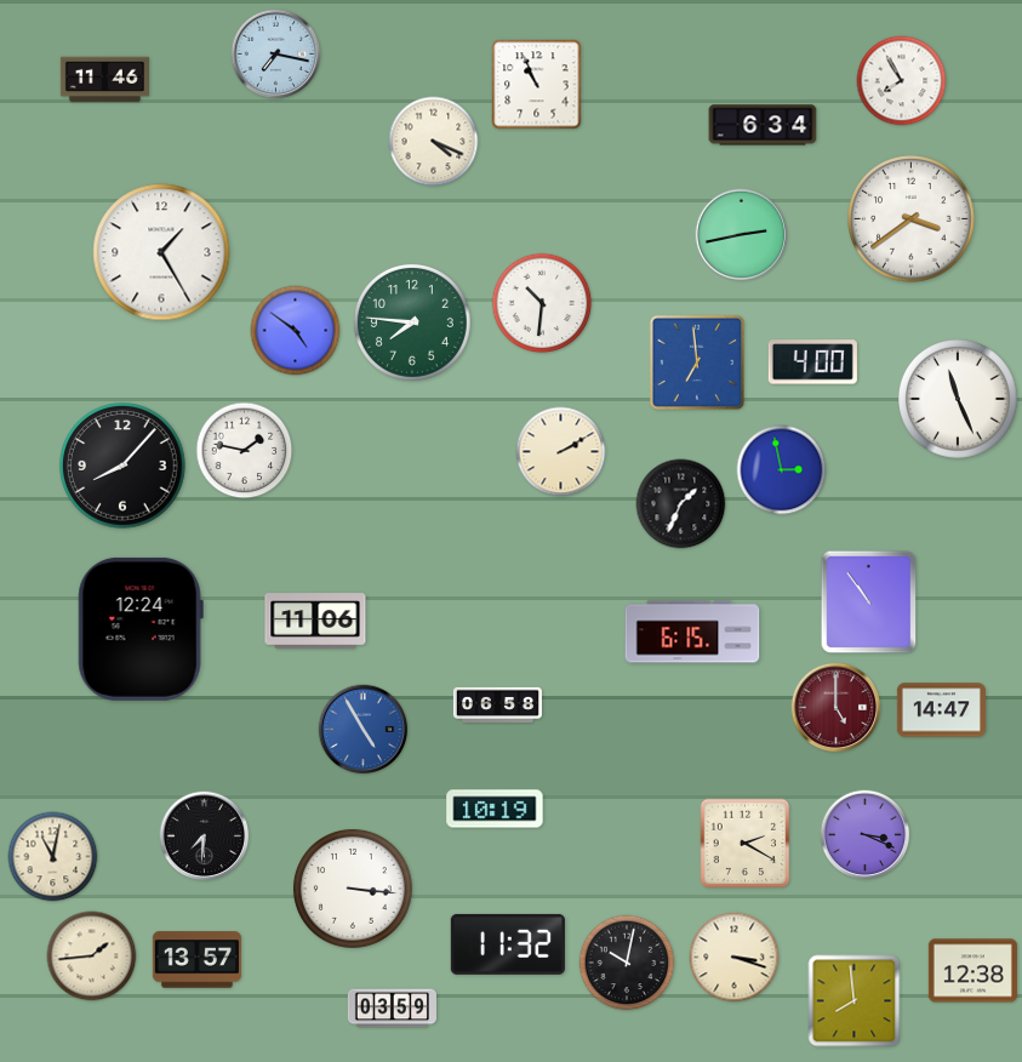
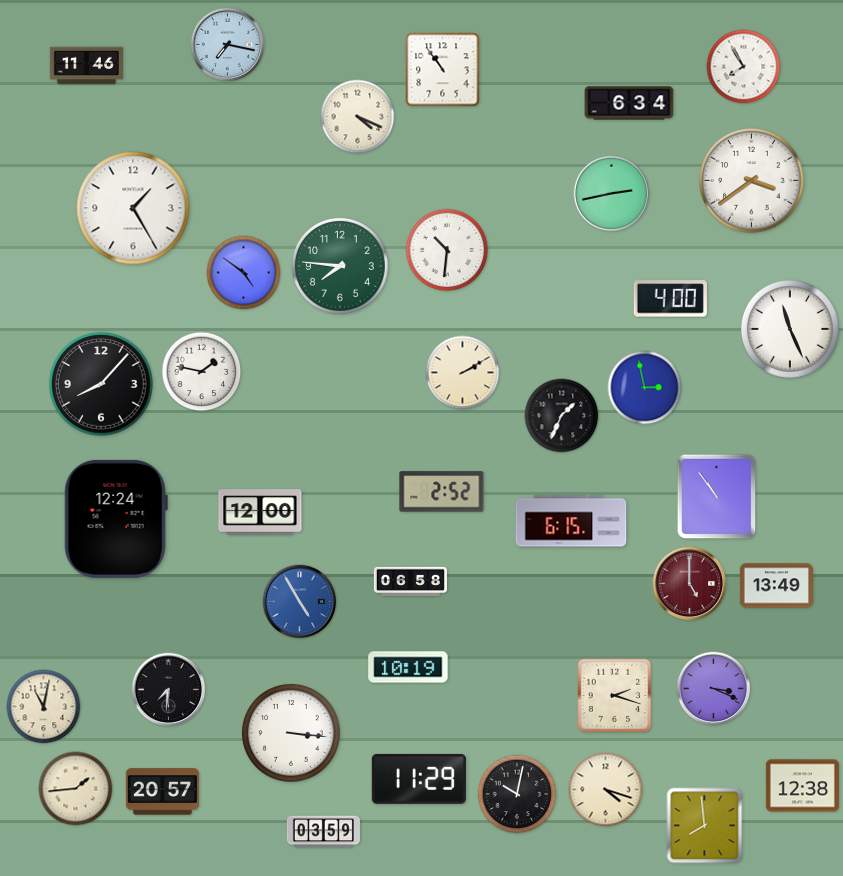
clock at (537, 85): 10:56 -> 10:54
clock at (697, 361): 6:59 -> none
clock at (442, 492): none -> 2:52
clock at (315, 621): 11:06 -> 12:00
clock at (941, 710): 14:47 -> 13:49
clock at (746, 844): 2:20 -> 2:18
clock at (508, 944): 11:32 -> 11:29
clock at (735, 958): 3:18 -> 4:18
clock at (196, 960): 13:57 -> 20:57
clock at (972, 971) position: (972, 971) -> (802, 786)
